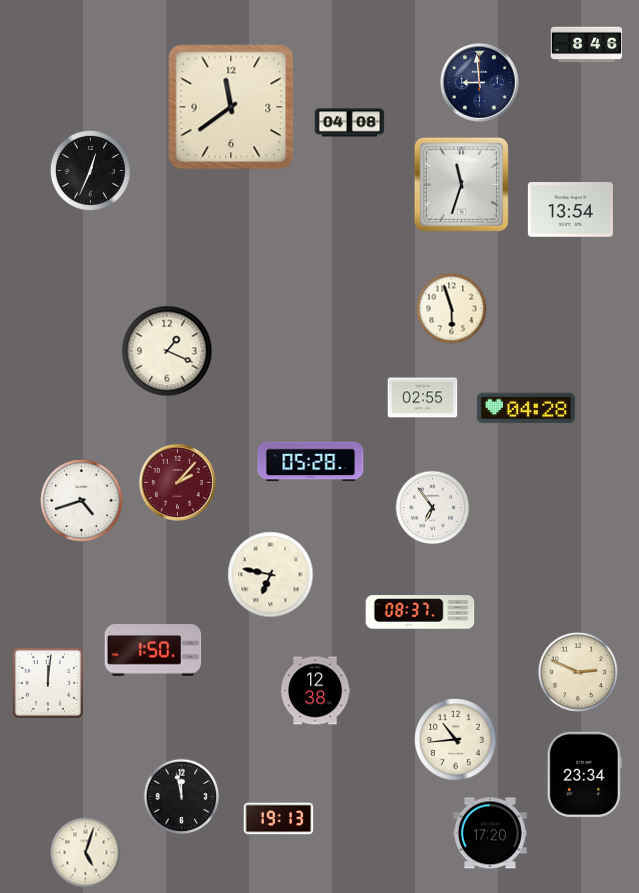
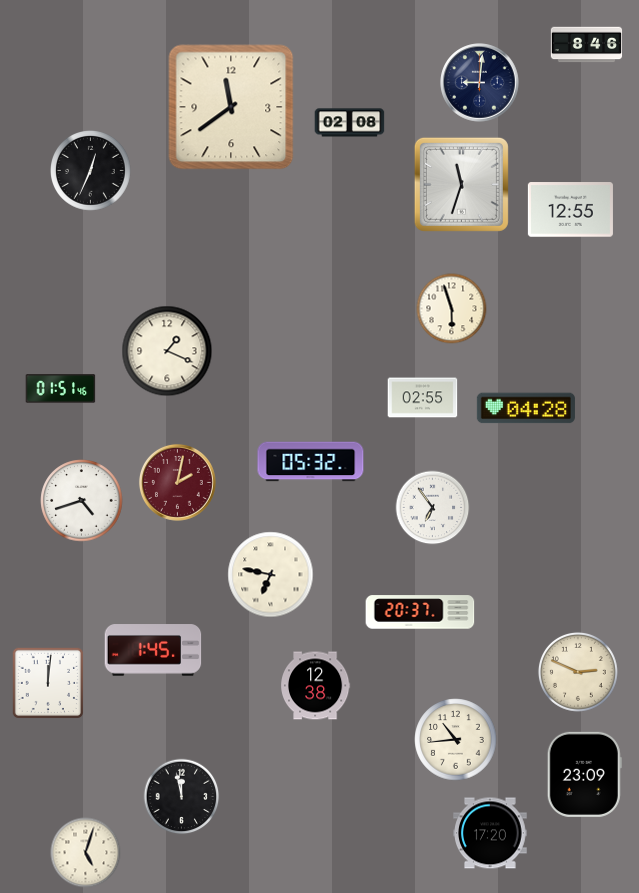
clock at (480, 83): 8:59 -> 9:01
clock at (350, 123): 04:08 -> 02:08
clock at (570, 210): 13:54 -> 12:55
clock at (61, 389): none -> 01:51
clock at (311, 462): 05:28 -> 05:32
clock at (178, 483): 2:07 -> 2:02
clock at (420, 612): 08:37 -> 20:37
clock at (153, 650): 1:50 -> 1:45
clock at (315, 691) position: (315, 691) -> (315, 686)
clock at (584, 774): 23:34 -> 23:09
clock at (279, 819): 19:13 -> none
